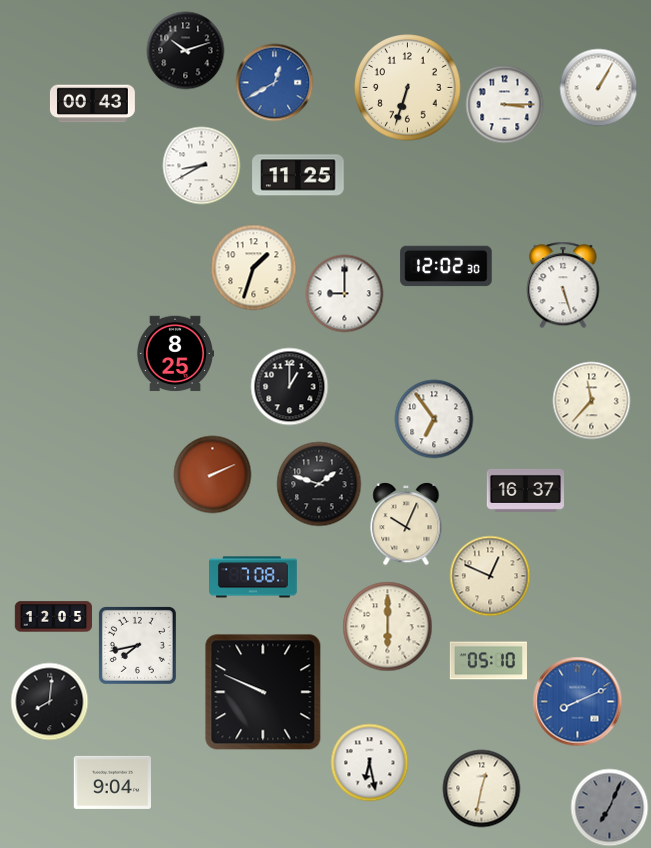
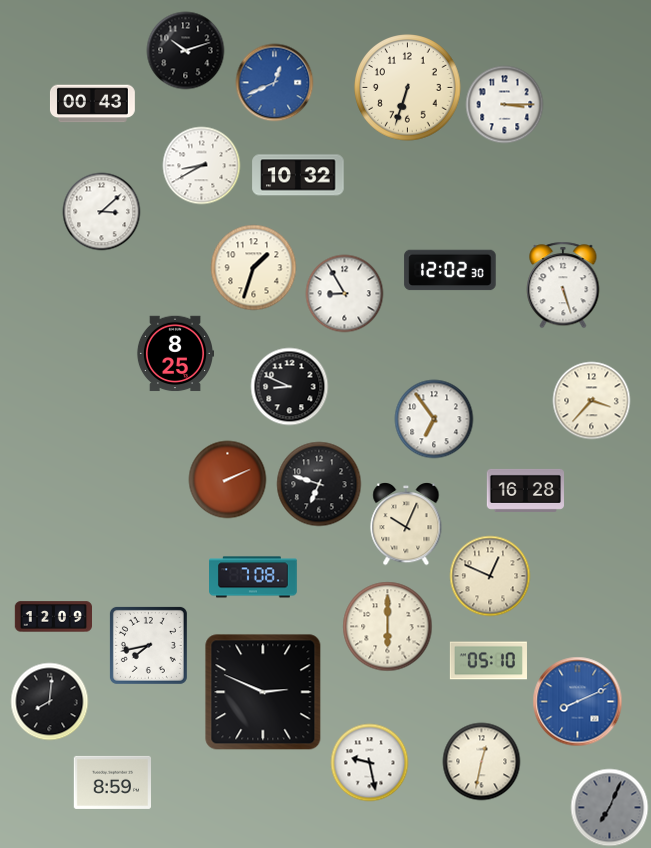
clock at (274, 82): 12:40 -> 12:41
clock at (598, 87): 1:05 -> none
clock at (298, 175): 11:25 -> 10:32
clock at (101, 211): none -> 3:08
clock at (446, 266) position: (446, 266) -> (450, 270)
clock at (344, 293): 9:00 -> 8:55
clock at (289, 386): 1:00 -> 8:49
clock at (591, 400): 11:37 -> 3:37
clock at (212, 474) position: (212, 474) -> (227, 479)
clock at (319, 484): 1:48 -> 6:48
clock at (525, 490): 16:37 -> 16:28
clock at (53, 617): 12:05 -> 12:09
clock at (137, 645) position: (137, 645) -> (148, 645)
clock at (263, 692): 9:49 -> 2:49
clock at (369, 762): 6:28 -> 9:28
clock at (112, 782): 9:04 -> 8:59
clock at (481, 788) position: (481, 788) -> (481, 761)
